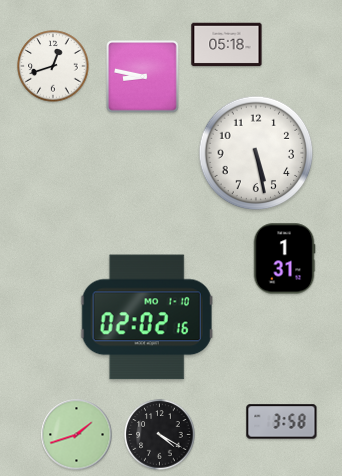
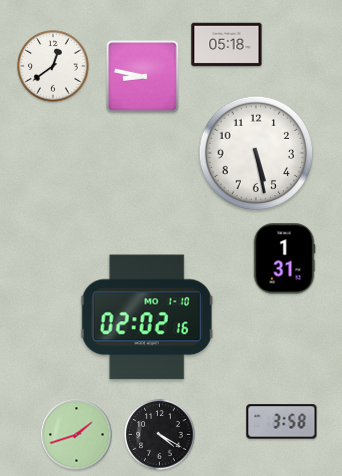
clock at (53, 66): 12:42 -> 12:39
